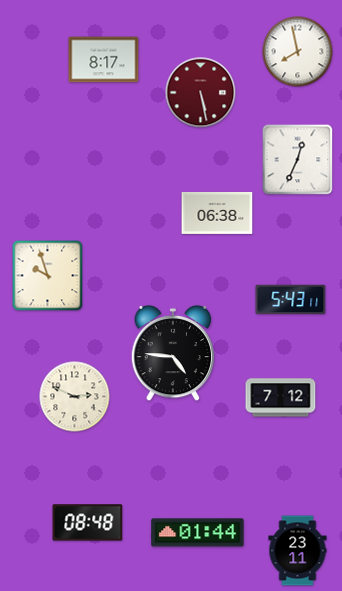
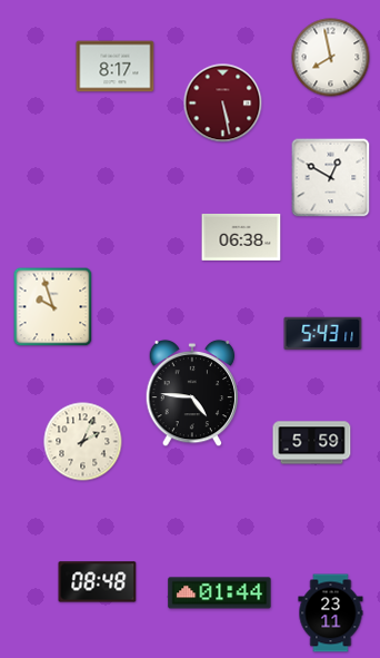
clock at (298, 160): 12:34 -> 12:50
clock at (75, 397): 2:49 -> 2:04
clock at (281, 398): 7:12 -> 5:59
